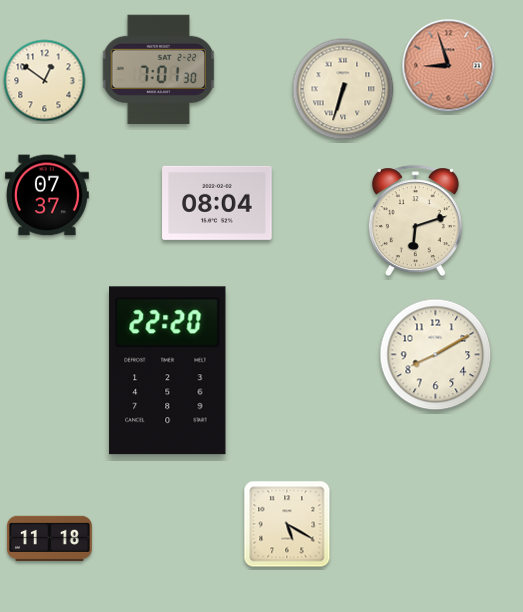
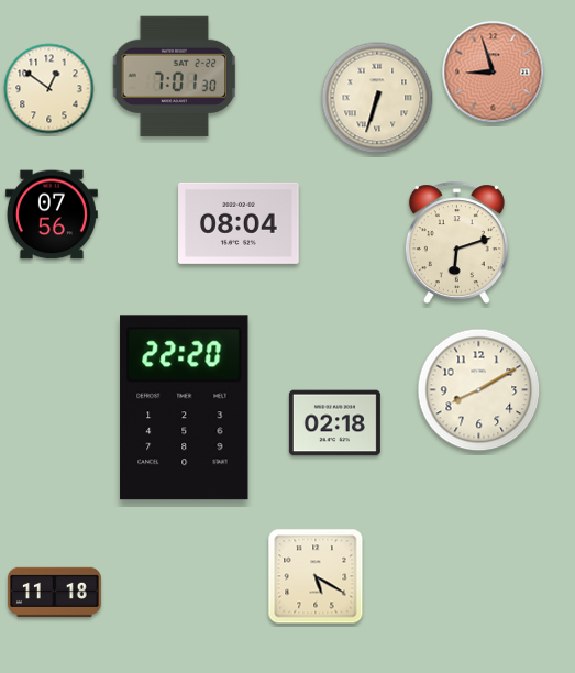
clock at (47, 195): 07:37 -> 07:56
clock at (334, 423): none -> 02:18
